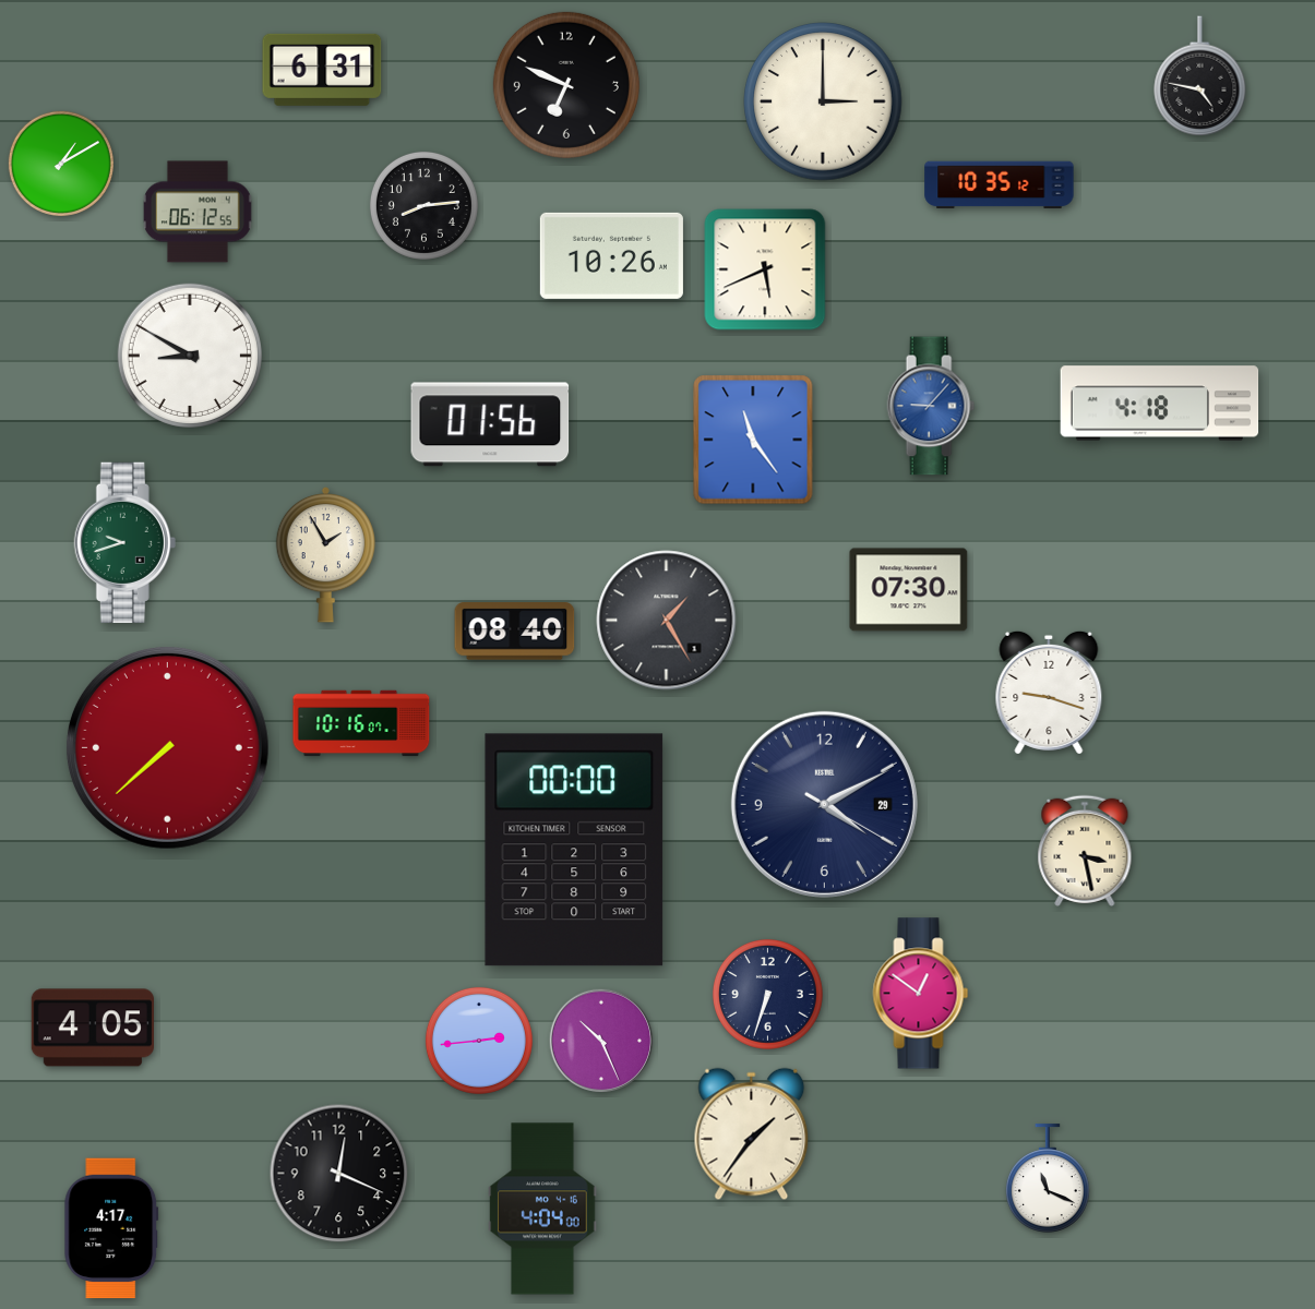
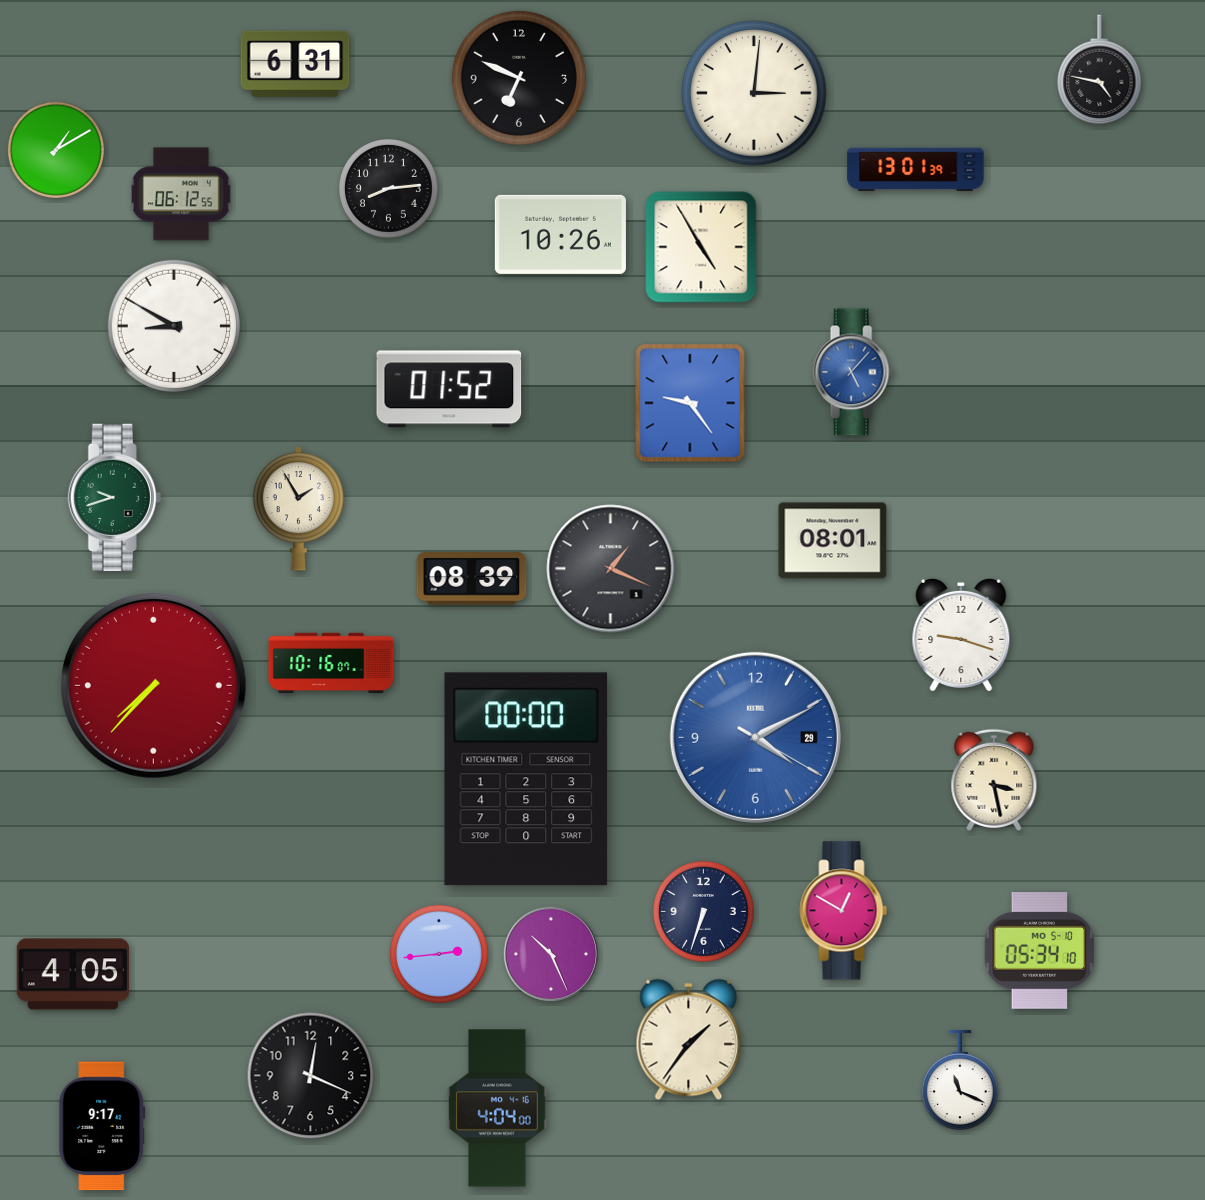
clock at (823, 101): 3:00 -> 3:01
clock at (1000, 185): 10:35 -> 13:01
clock at (765, 269): 5:41 -> 4:55
clock at (1160, 404): 4:18 -> none
clock at (931, 406): 9:07 -> 5:07
clock at (490, 424): 01:56 -> 01:52
clock at (753, 440): 11:24 -> 9:24
clock at (909, 590): 07:30 -> 08:01
clock at (667, 621): 1:25 -> 1:19
clock at (515, 632): 08:40 -> 08:39
clock at (167, 747): 7:38 -> 7:37
clock at (824, 804) dial: navy -> blue
clock at (921, 994): 12:51 -> 12:50
clock at (92, 1028) position: (92, 1028) -> (72, 974)
clock at (1040, 951): none -> 05:34
clock at (111, 1228): 4:17 -> 9:17
